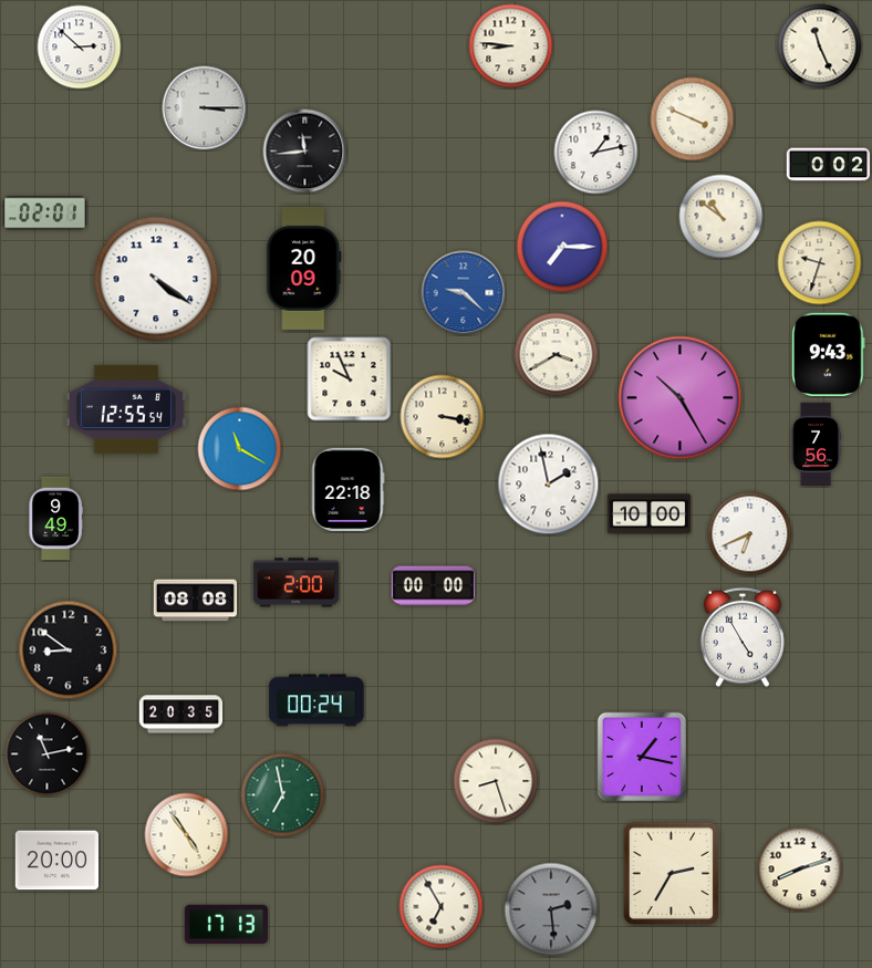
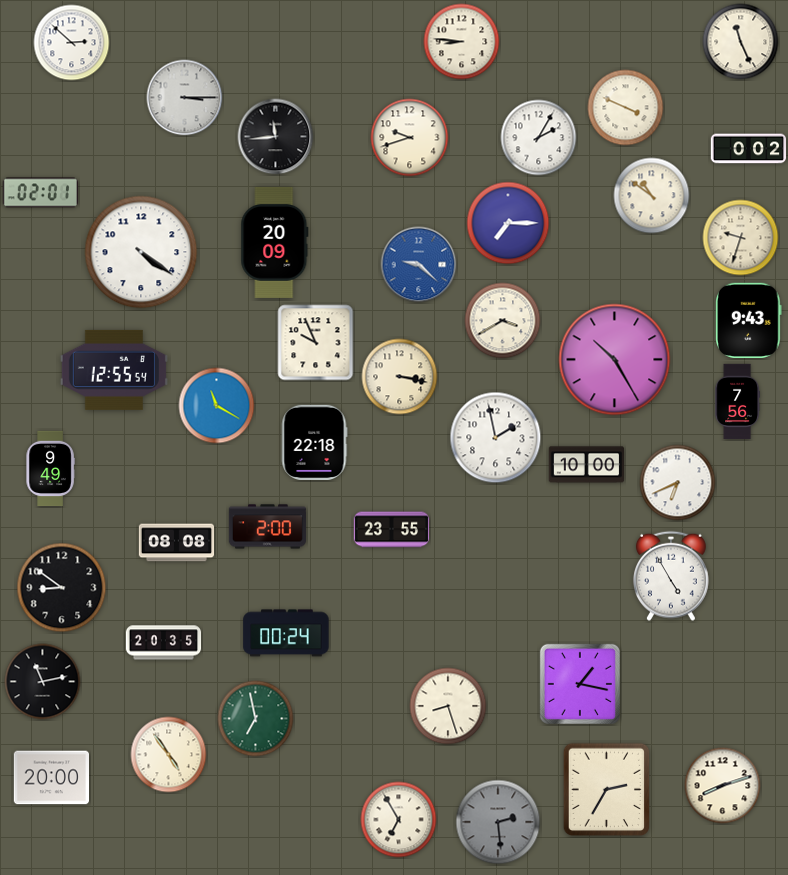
clock at (410, 138): none -> 9:42
clock at (596, 153): 1:13 -> 2:05
clock at (434, 586): 00:00 -> 23:55
clock at (181, 715) position: (181, 715) -> (164, 643)
clock at (226, 924): 17:13 -> none
